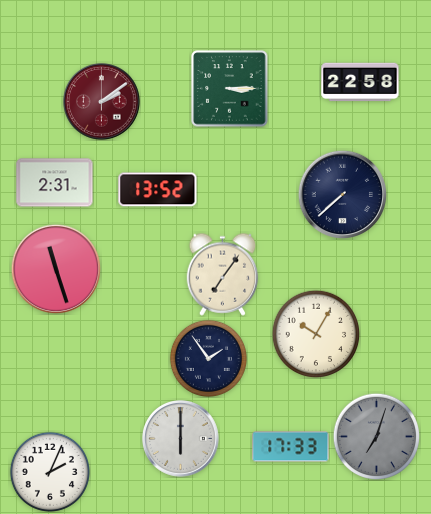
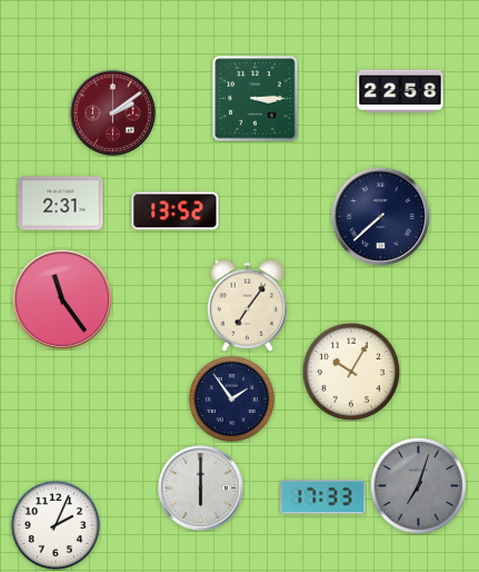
clock at (56, 269): 11:27 -> 11:24
